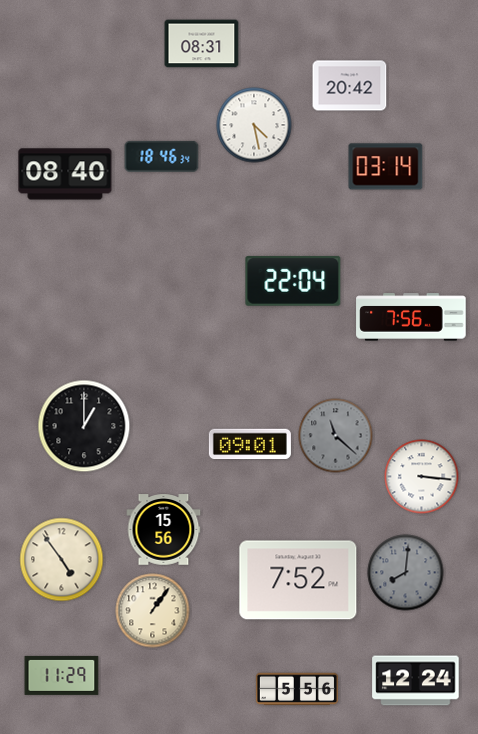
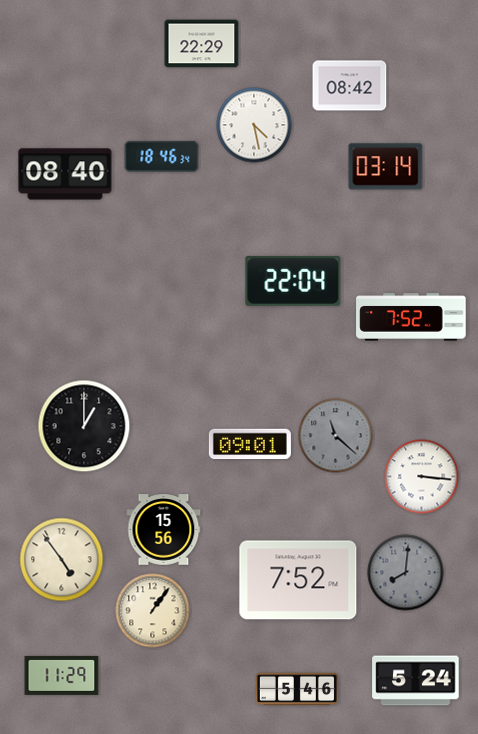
clock at (202, 44): 08:31 -> 22:29
clock at (350, 86): 20:42 -> 08:42
clock at (411, 317): 7:56 -> 7:52
clock at (416, 681): 12:24 -> 5:24
clock at (297, 689): 5:56 -> 5:46
